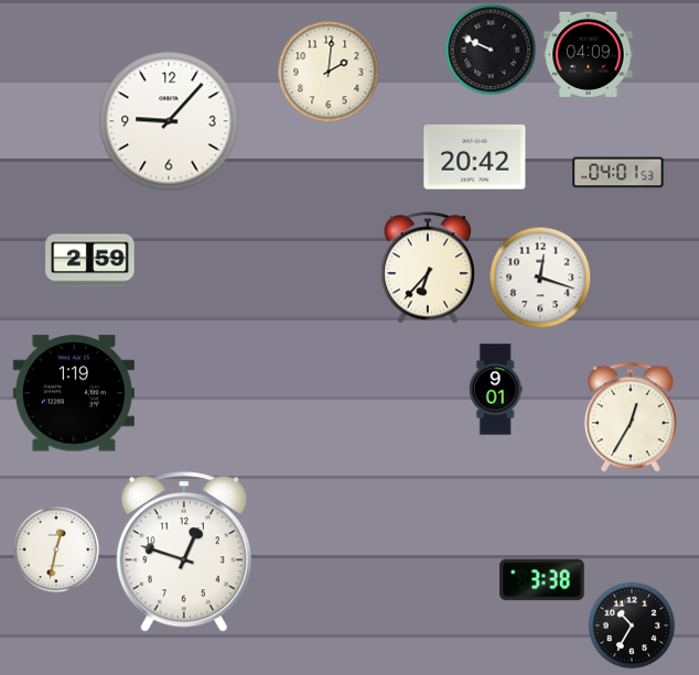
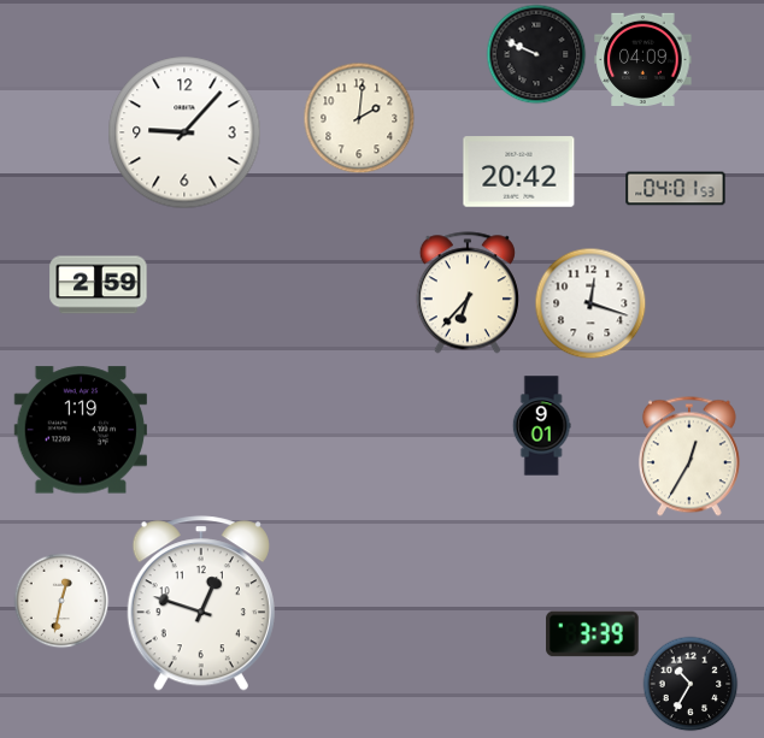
clock at (329, 72) position: (329, 72) -> (359, 118)
clock at (542, 580): 3:38 -> 3:39
